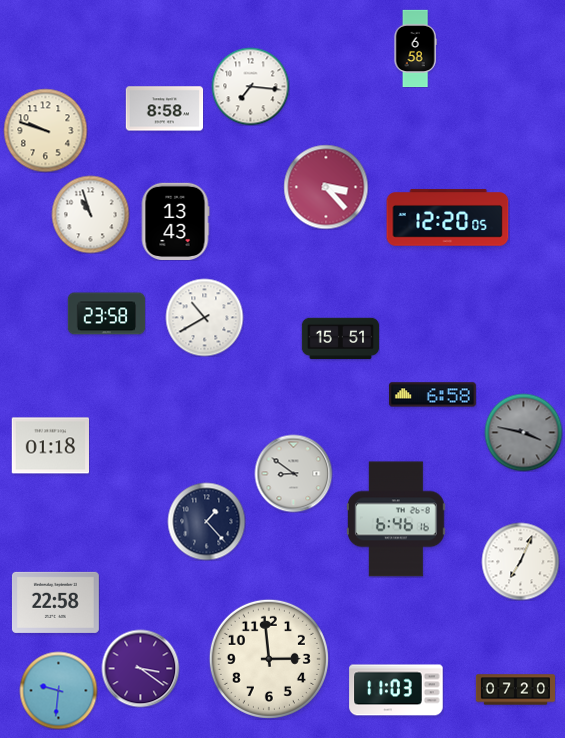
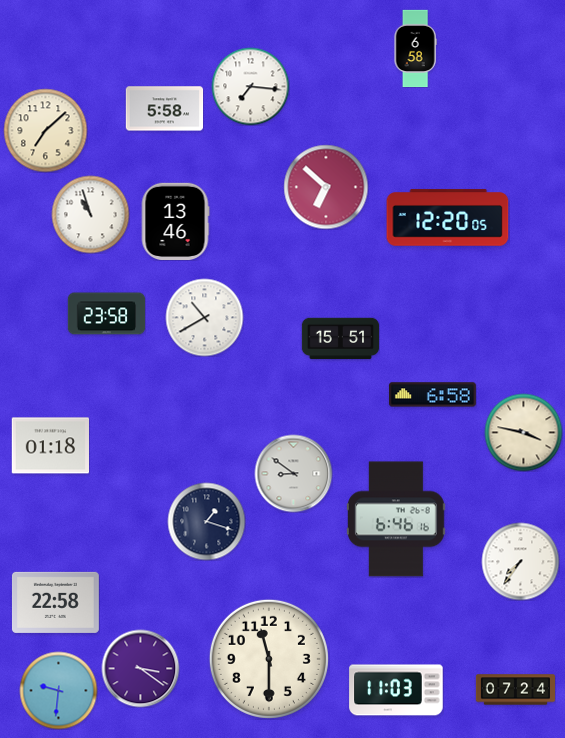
clock at (164, 109): 8:58 -> 5:58
clock at (45, 130): 9:48 -> 7:08
clock at (326, 187): 3:23 -> 6:52
clock at (175, 221): 13:43 -> 13:46
clock at (523, 432) dial: grey -> cream
clock at (206, 521): 1:23 -> 1:18
clock at (520, 561): 7:04 -> 7:36
clock at (269, 659): 2:59 -> 11:30
clock at (515, 690): 07:20 -> 07:24
